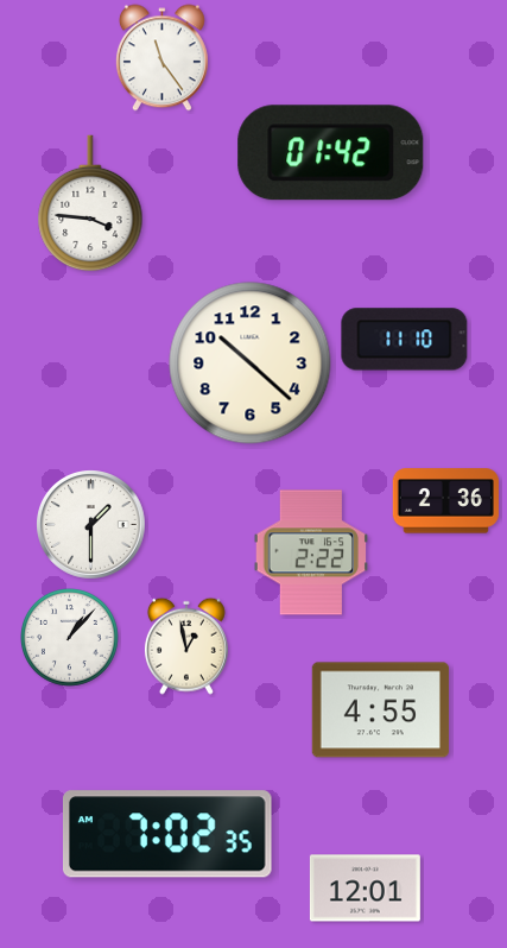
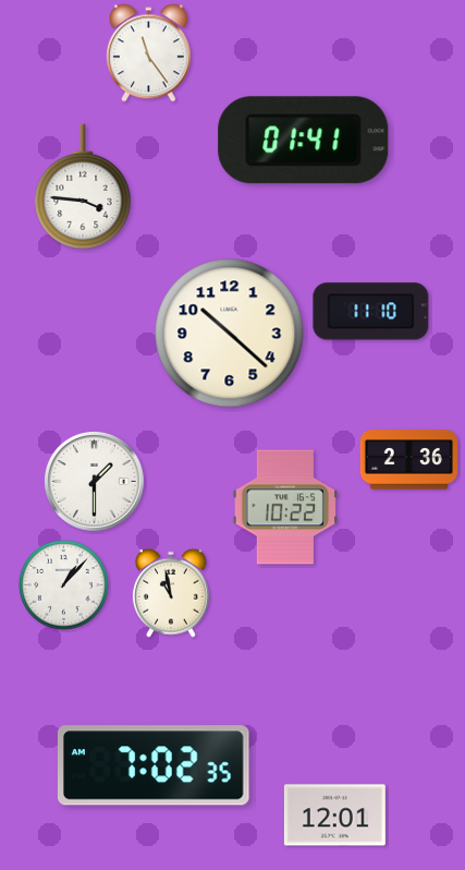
clock at (331, 153): 01:42 -> 01:41
clock at (91, 525) position: (91, 525) -> (95, 482)
clock at (311, 552): 2:22 -> 10:22
clock at (186, 646): 12:58 -> 10:58
clock at (380, 710): 4:55 -> none
